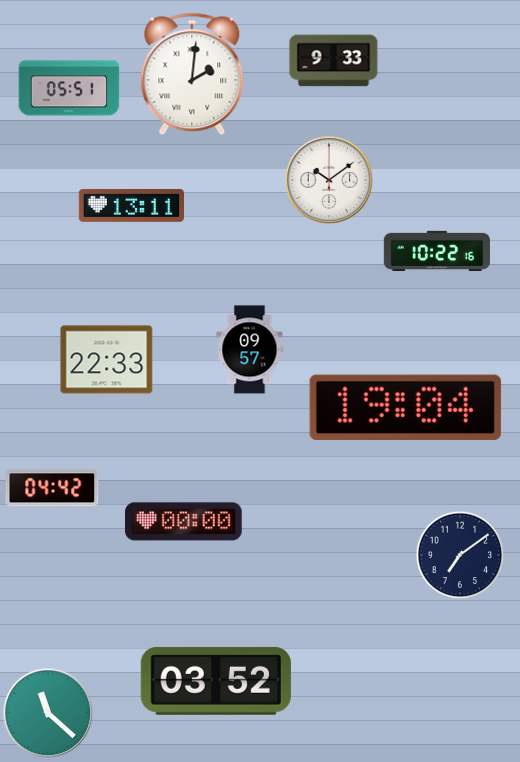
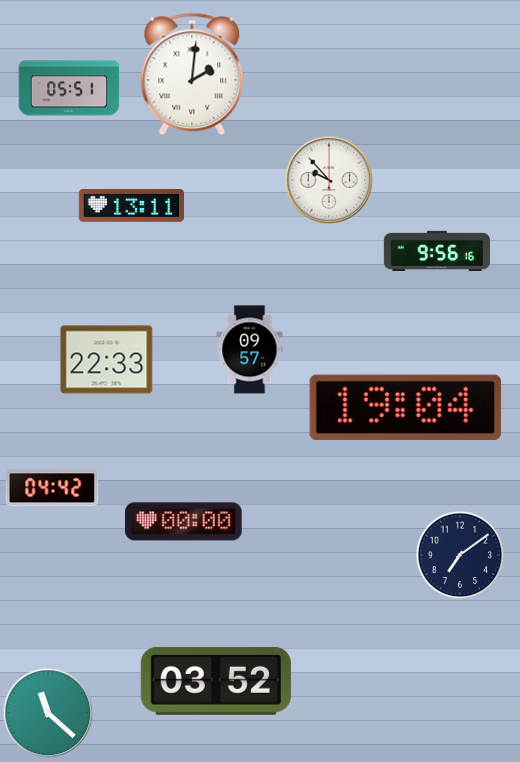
clock at (334, 61): 9:33 -> none
clock at (329, 180): 10:09 -> 9:53
clock at (436, 251): 10:22 -> 9:56
